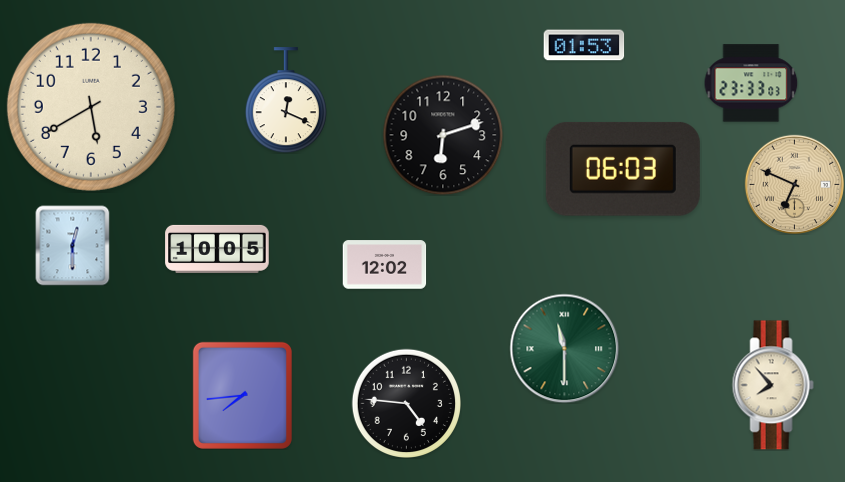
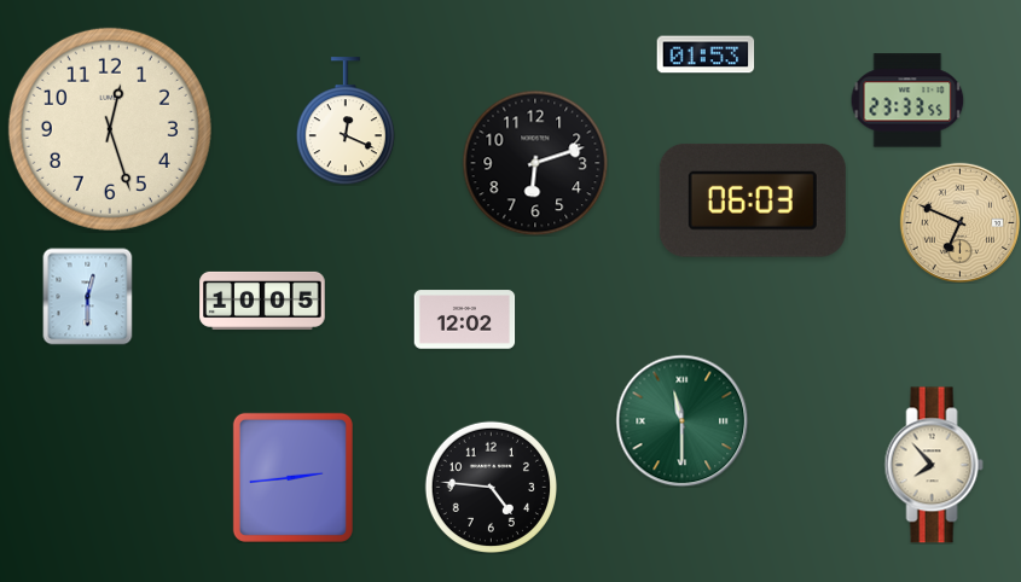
clock at (751, 83): 23:33:03 -> 23:33:55
clock at (91, 107): 5:40 -> 12:27
clock at (623, 169) position: (623, 169) -> (753, 200)
clock at (242, 395): 7:44 -> 2:44
